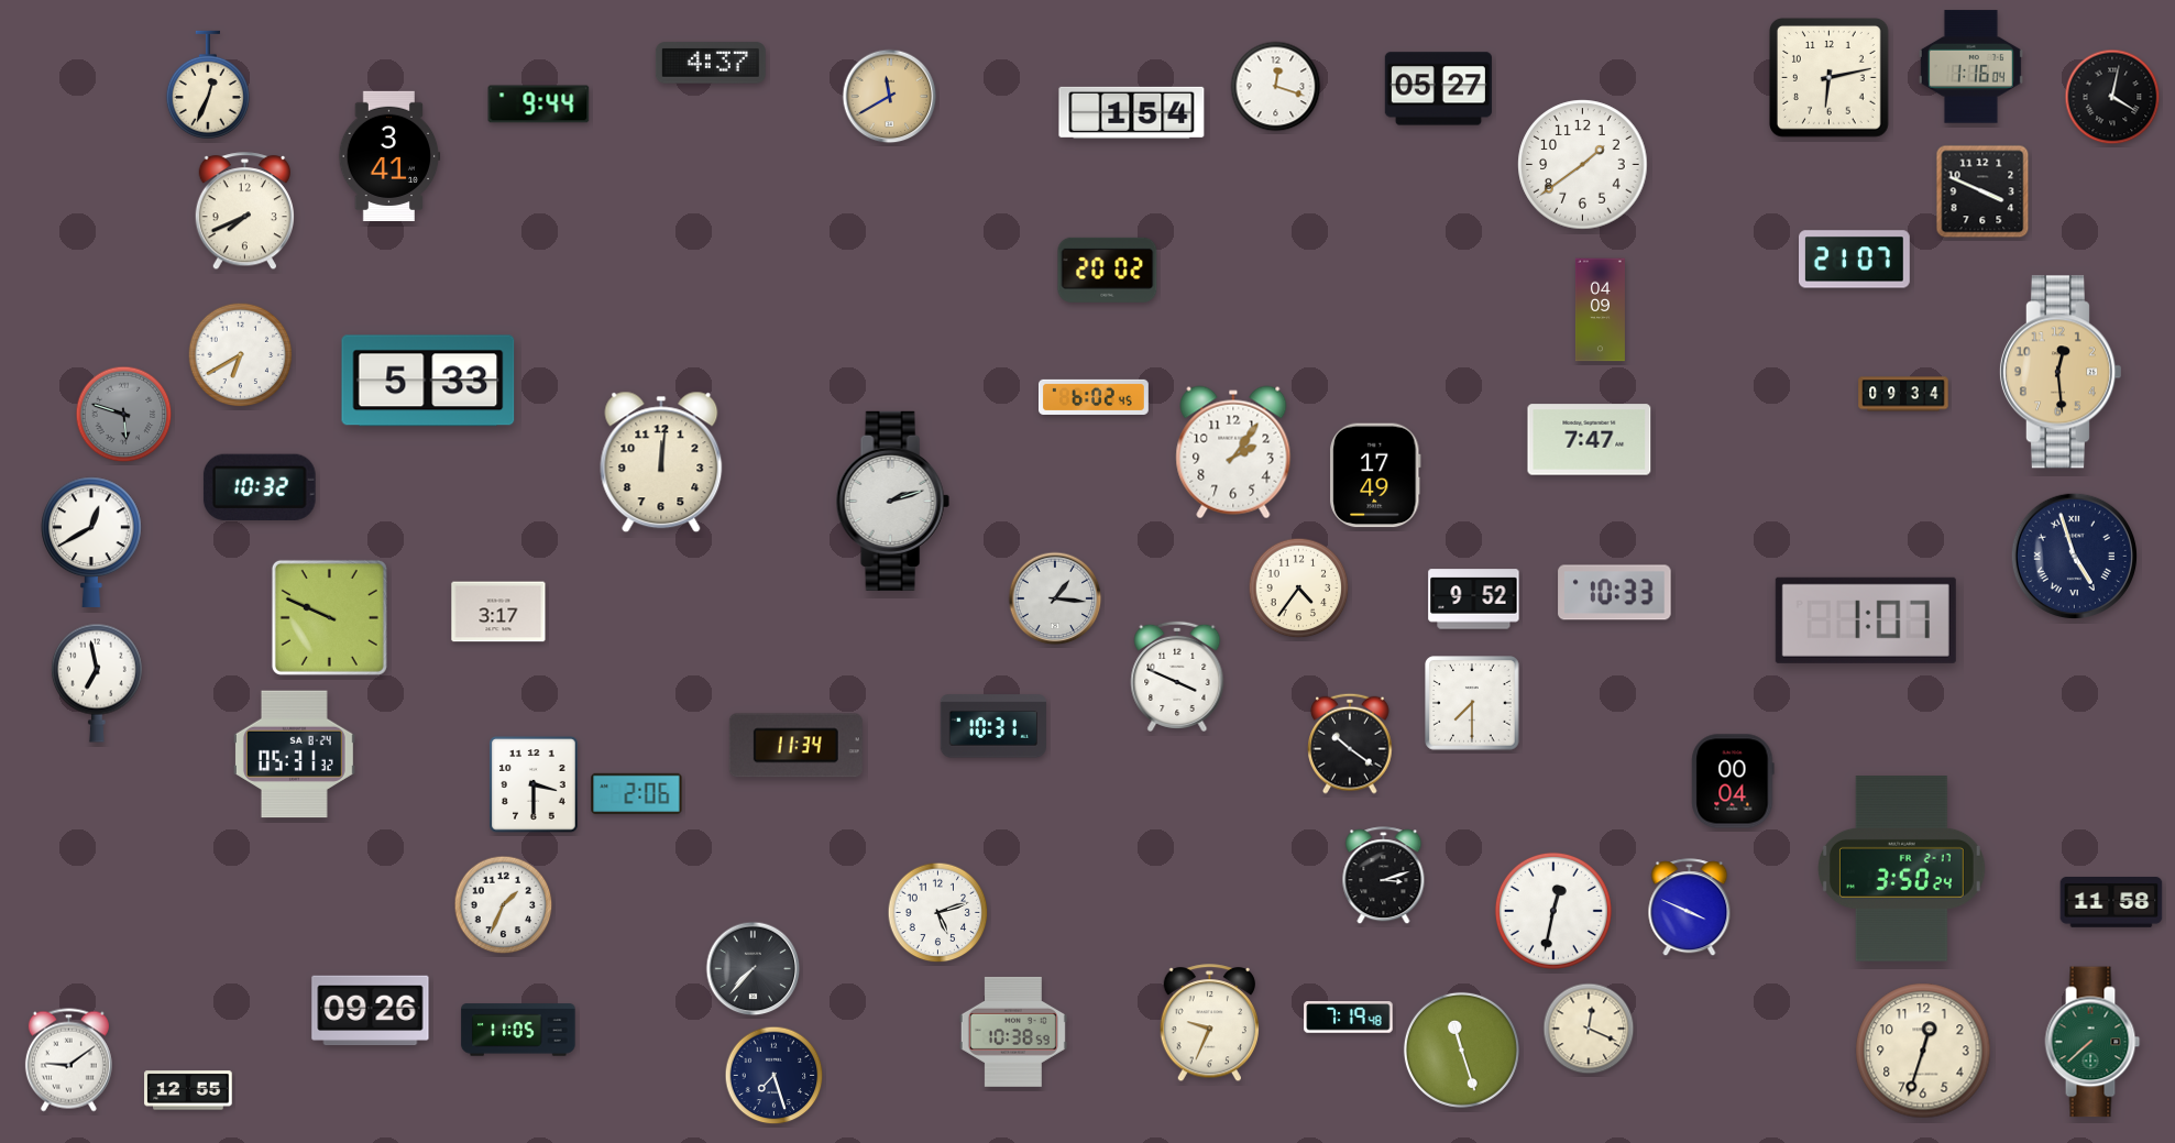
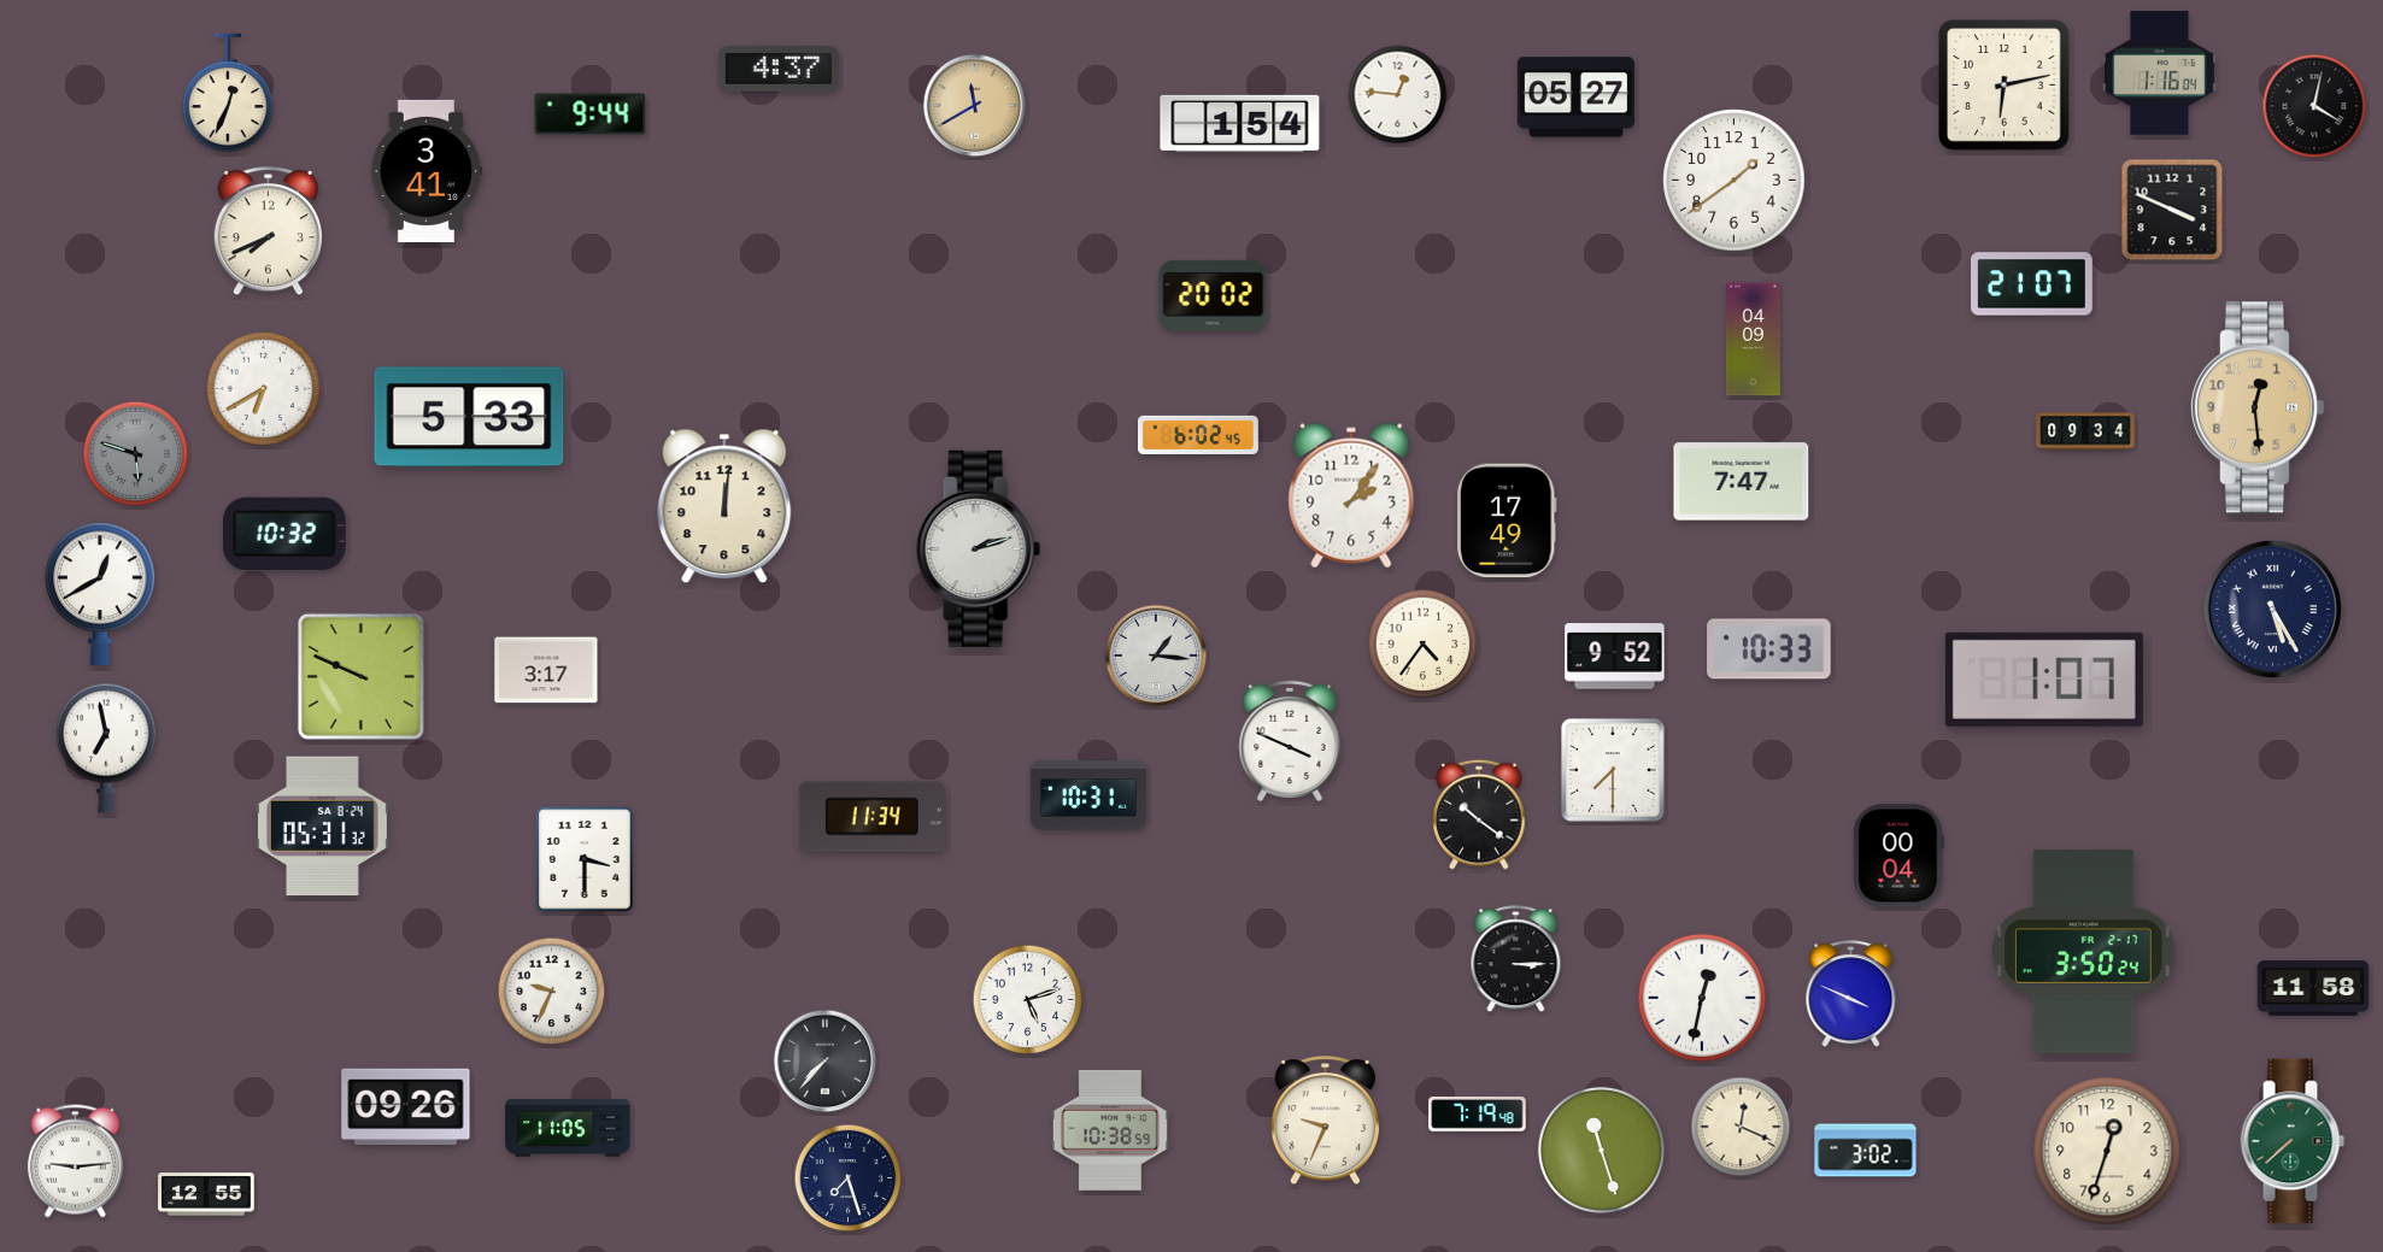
clock at (1276, 87): 12:18 -> 12:46
clock at (2074, 556): 4:57 -> 5:25
clock at (637, 793): 2:06 -> none
clock at (1384, 876): 3:12 -> 3:15
clock at (504, 905): 1:34 -> 9:34
clock at (1866, 1151): none -> 3:02
clock at (68, 1060): 9:09 -> 9:14
